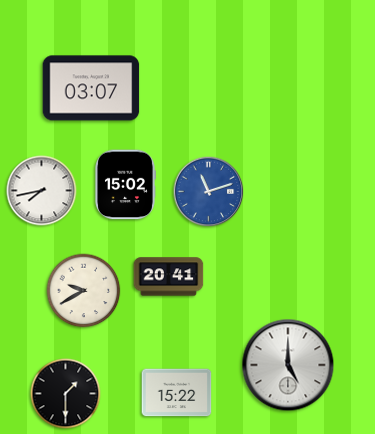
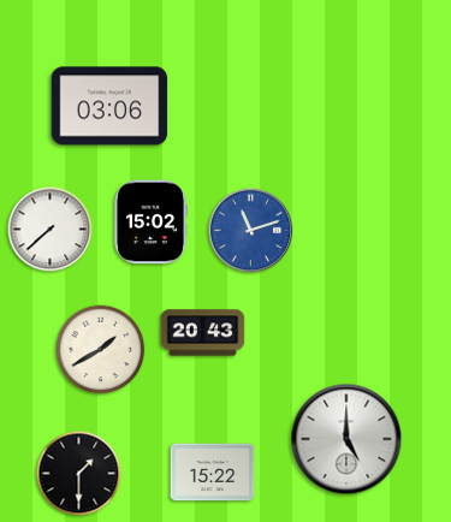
clock at (91, 88): 03:07 -> 03:06
clock at (42, 191): 7:43 -> 7:38
clock at (169, 277): 20:41 -> 20:43
clock at (84, 291): 9:40 -> 1:40
